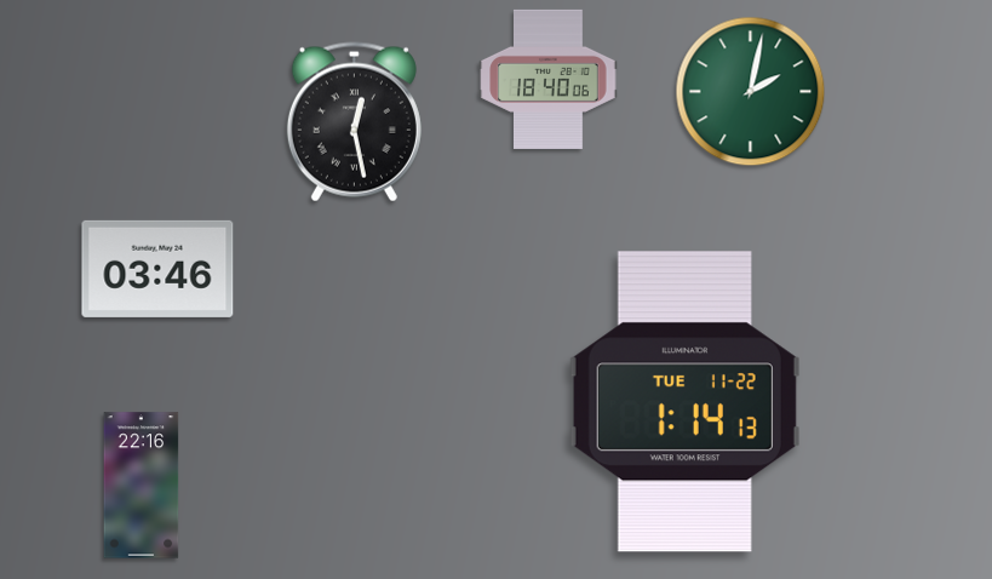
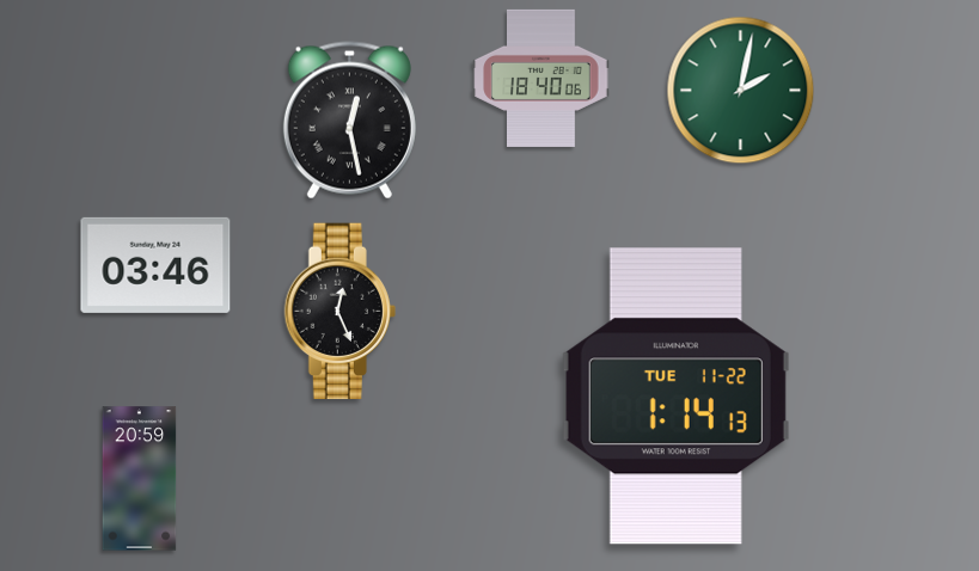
clock at (339, 312): none -> 12:26
clock at (142, 486): 22:16 -> 20:59
